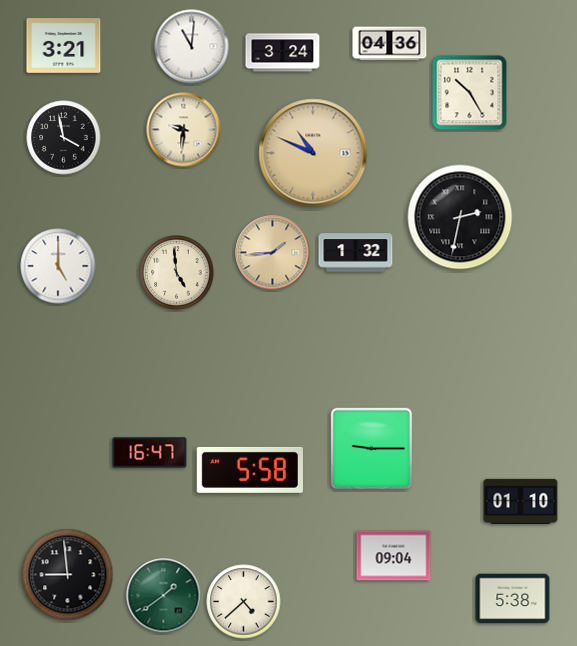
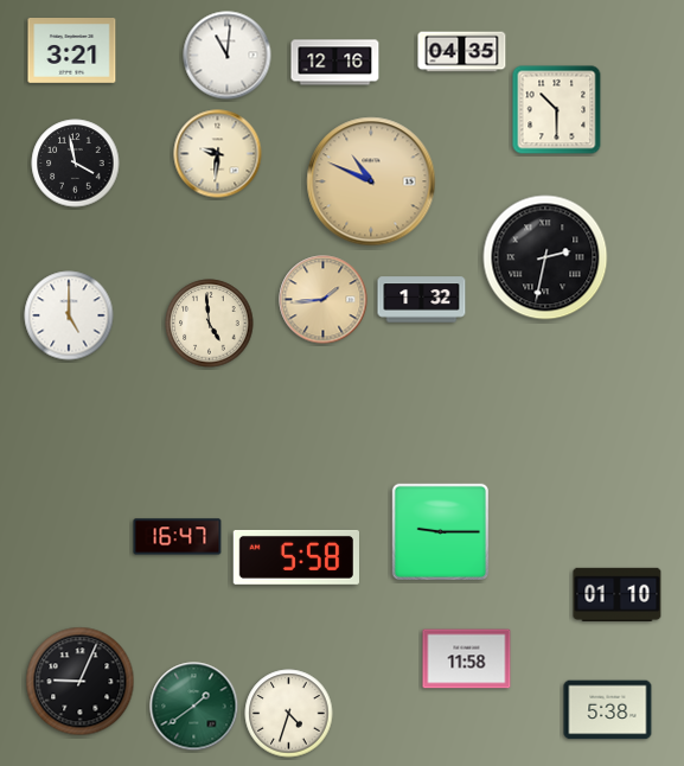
clock at (390, 44): 04:36 -> 04:35
clock at (64, 46) position: (64, 46) -> (72, 51)
clock at (283, 53): 3:24 -> 12:16
clock at (470, 93): 10:25 -> 10:30
clock at (394, 556): 09:04 -> 11:58
clock at (68, 575): 8:59 -> 9:04
clock at (244, 602): 4:38 -> 4:33
